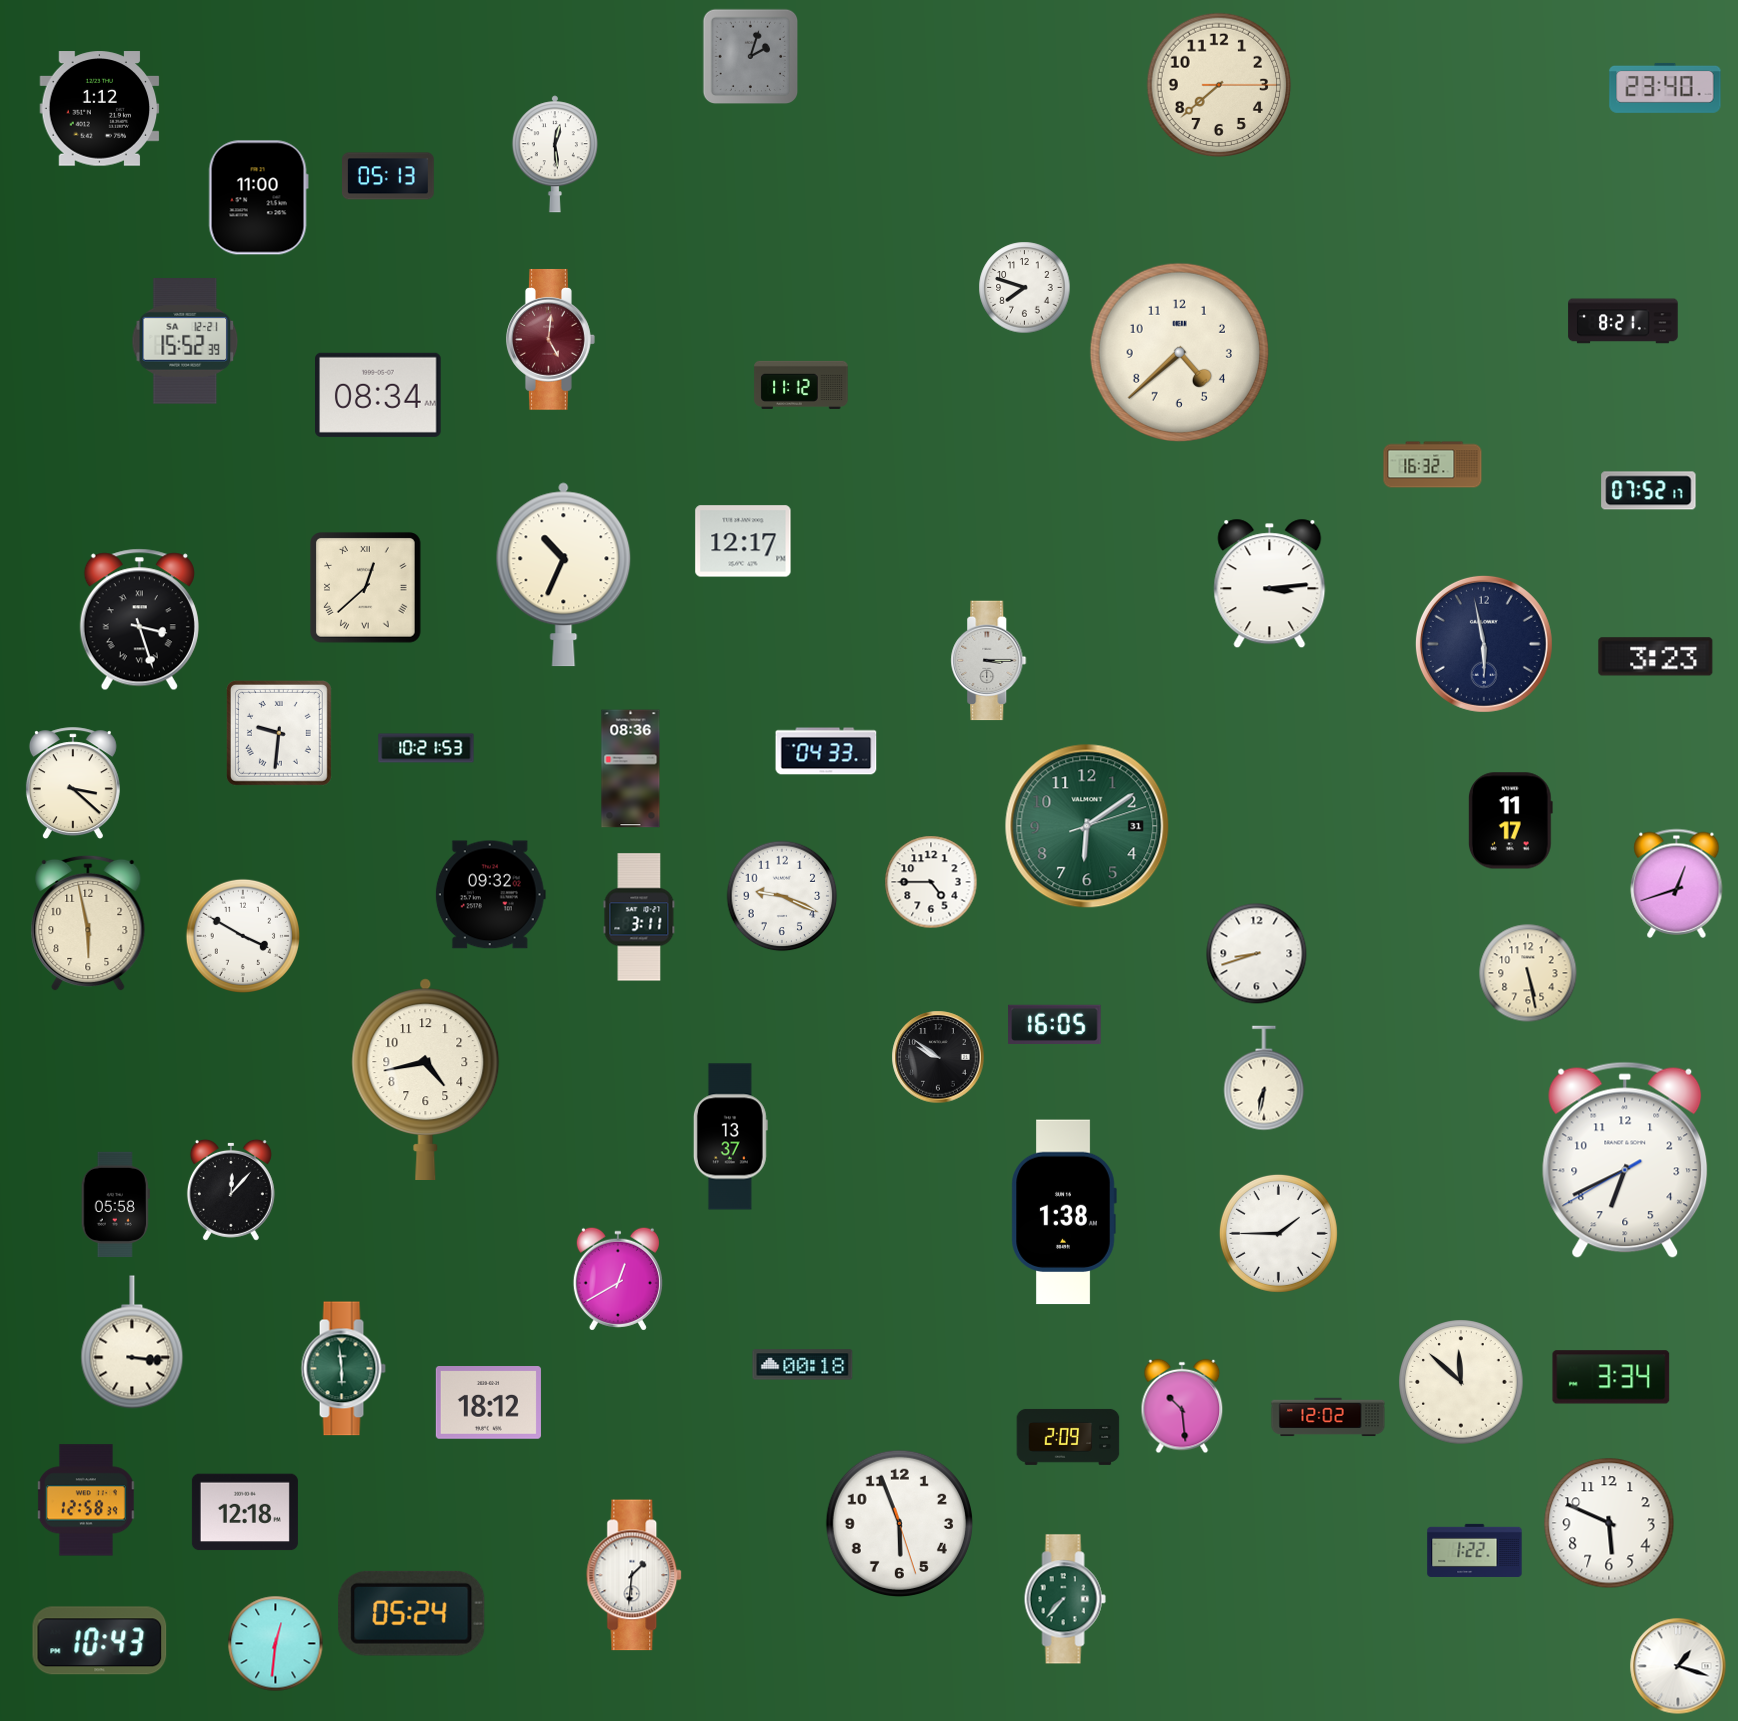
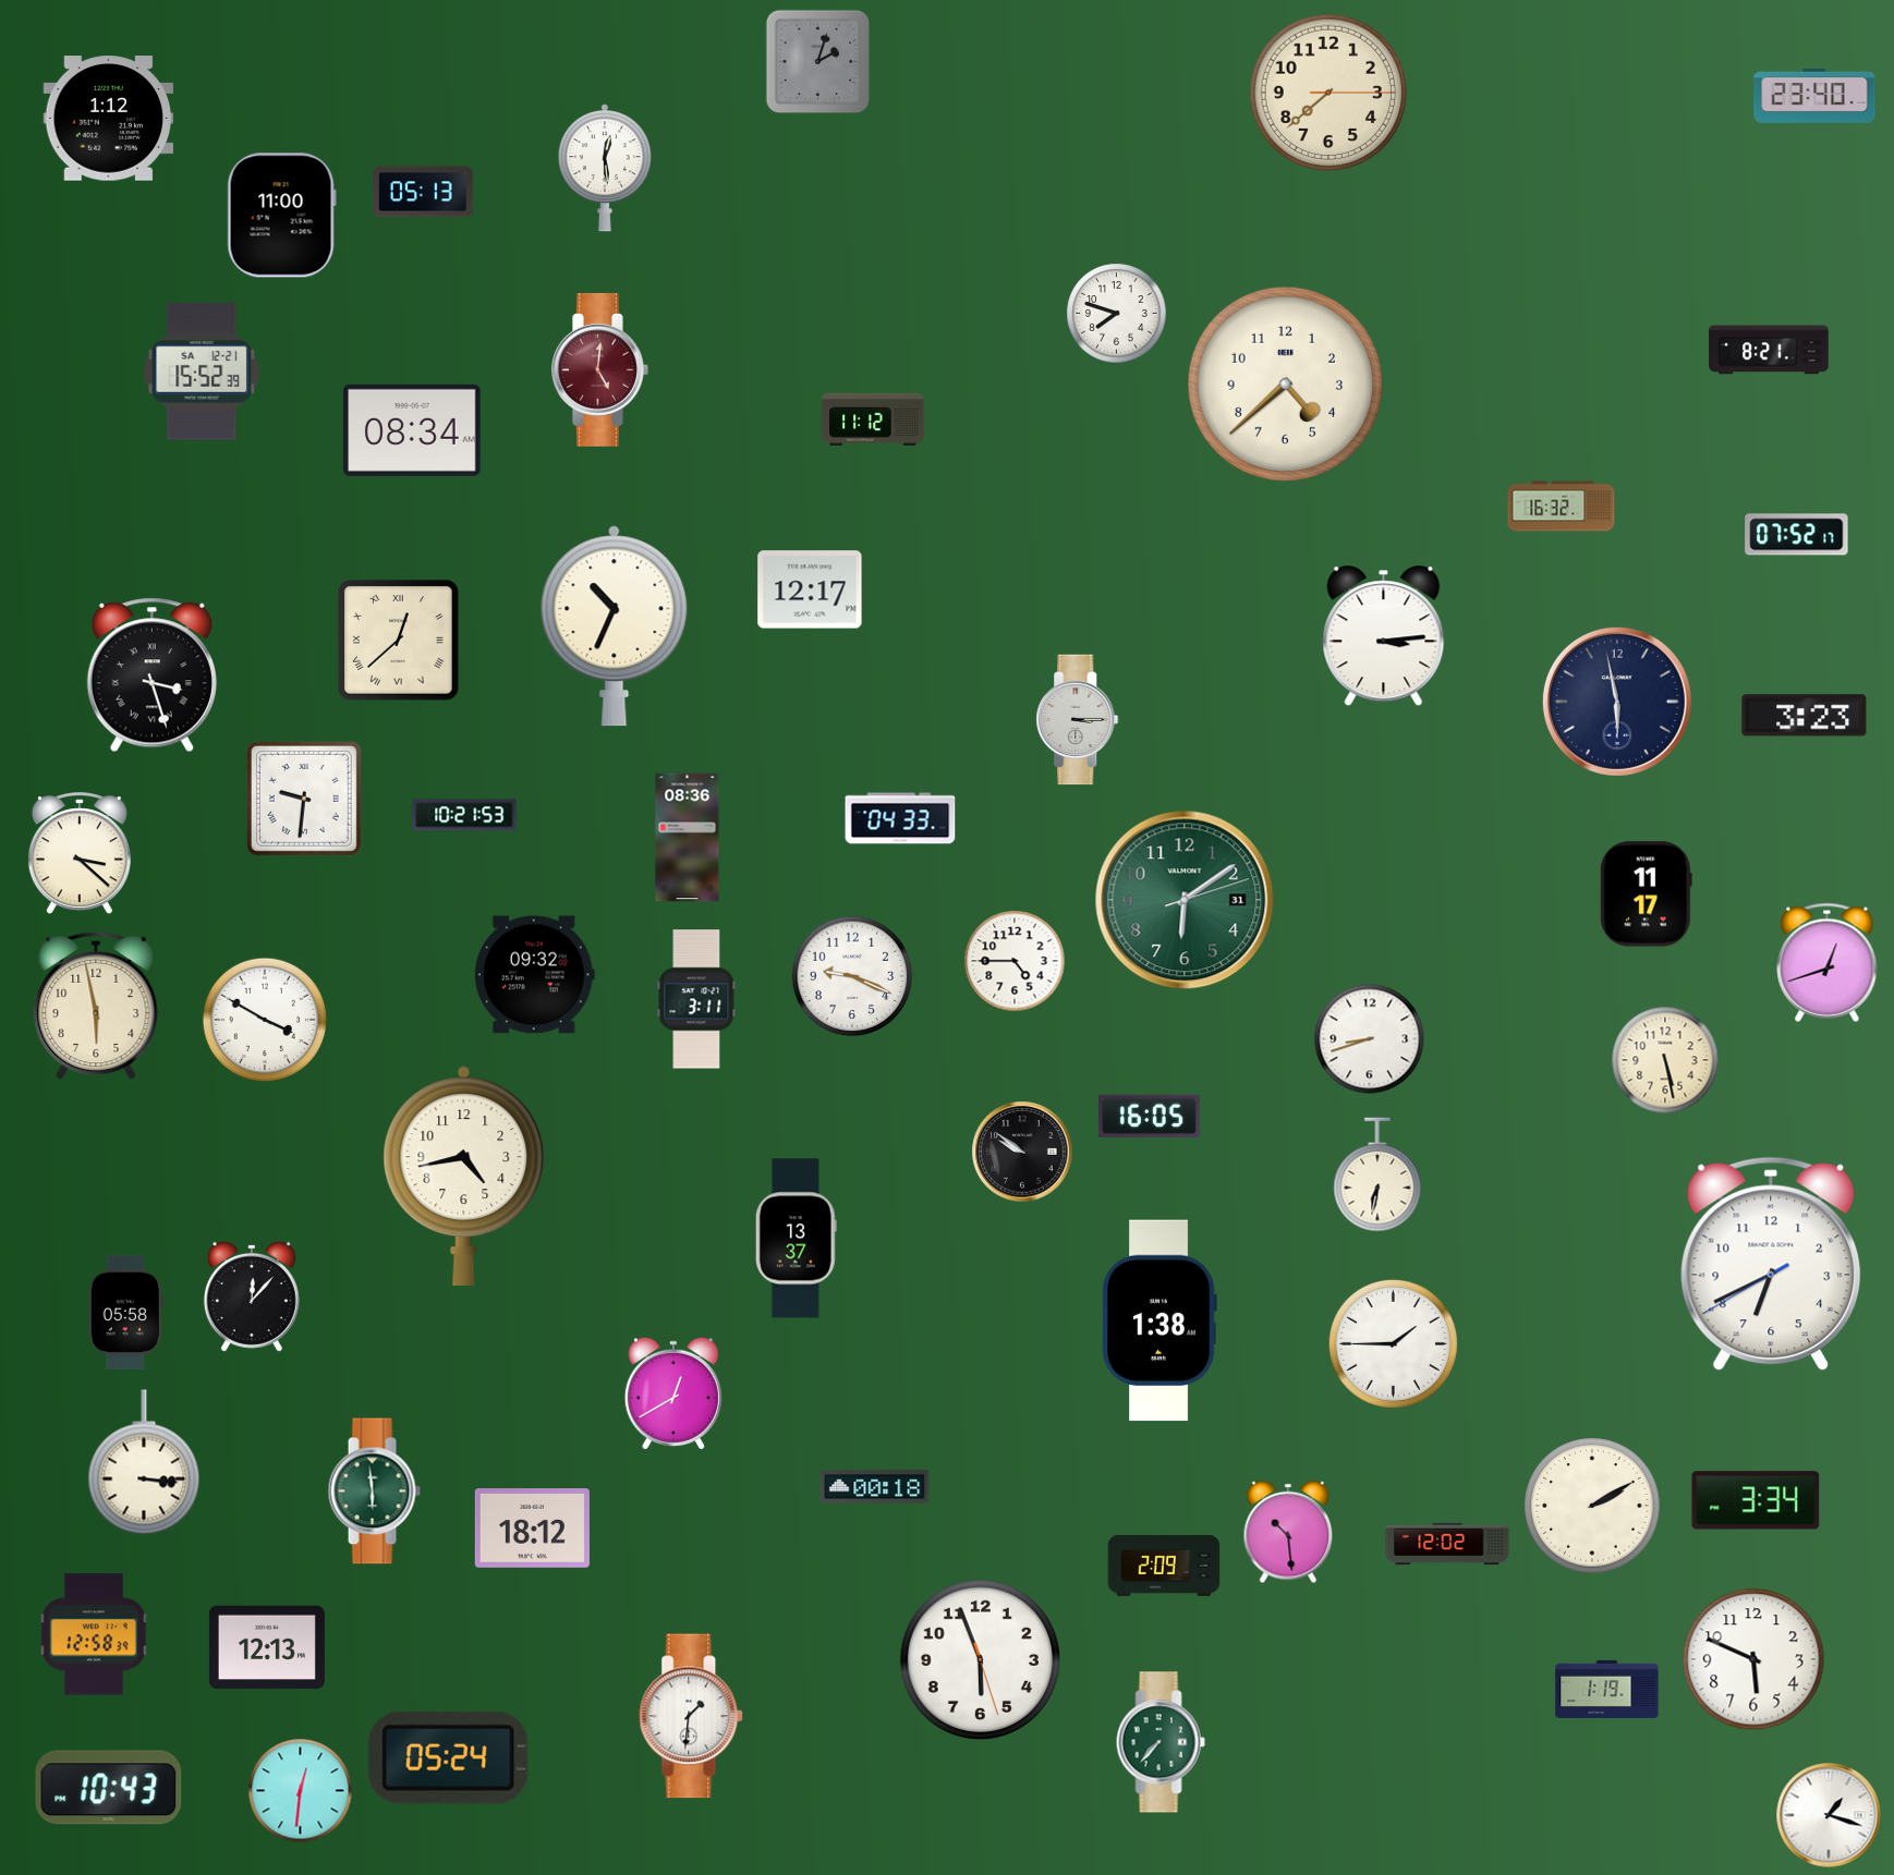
clock at (1461, 1382): 11:52 -> 2:10
clock at (245, 1512): 12:18 -> 12:13
clock at (1475, 1550): 1:22 -> 1:19
